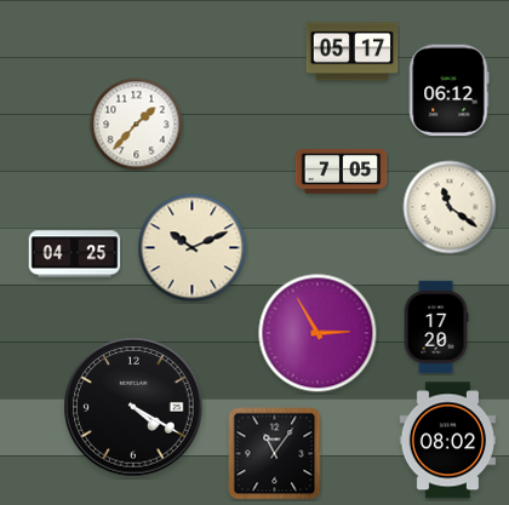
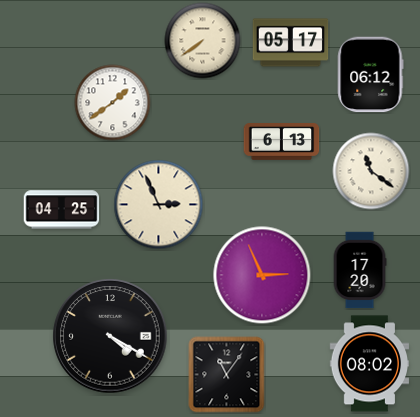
clock at (203, 41): none -> 7:39
clock at (137, 125): 1:37 -> 1:39
clock at (342, 172): 7:05 -> 6:13
clock at (193, 248): 10:11 -> 2:56
clock at (318, 333): 2:55 -> 2:56
